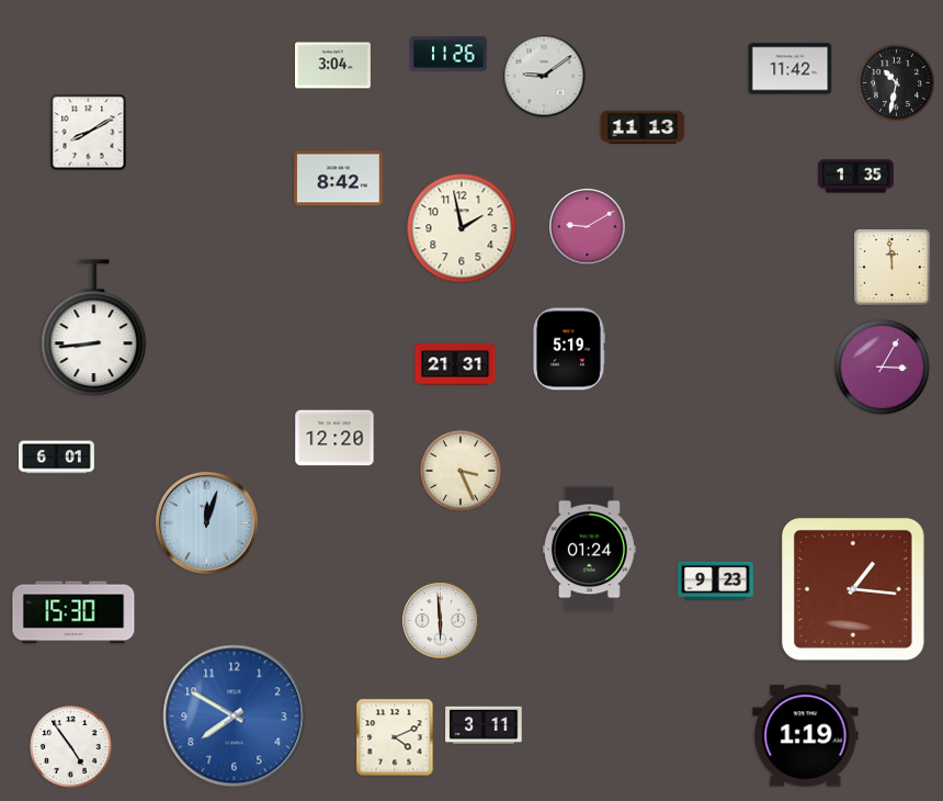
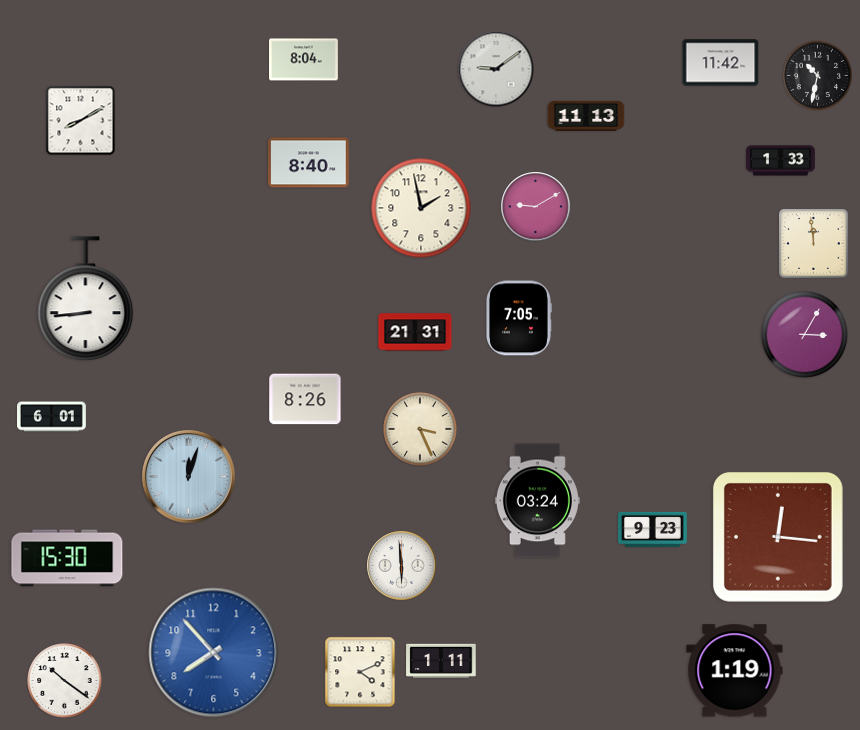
clock at (448, 54): 11:26 -> none
clock at (333, 66): 3:04 -> 8:04
clock at (856, 177): 1:35 -> 1:33
clock at (338, 179): 8:42 -> 8:40
clock at (569, 349): 5:19 -> 7:05
clock at (334, 438): 12:20 -> 8:26
clock at (589, 550): 01:24 -> 03:24
clock at (853, 589): 1:16 -> 12:16
clock at (235, 717): 7:50 -> 7:53
clock at (484, 724): 3:11 -> 1:11
clock at (71, 747): 4:54 -> 10:21
